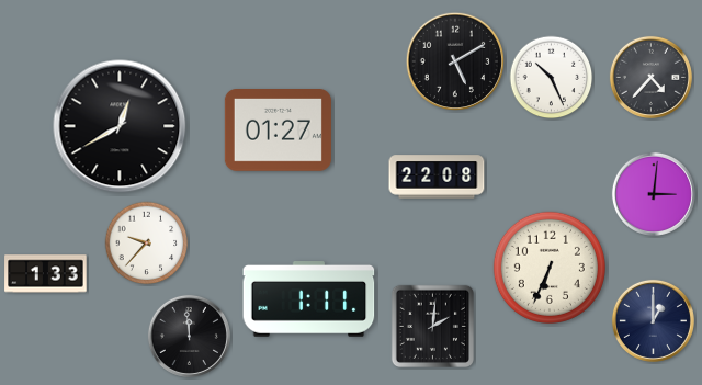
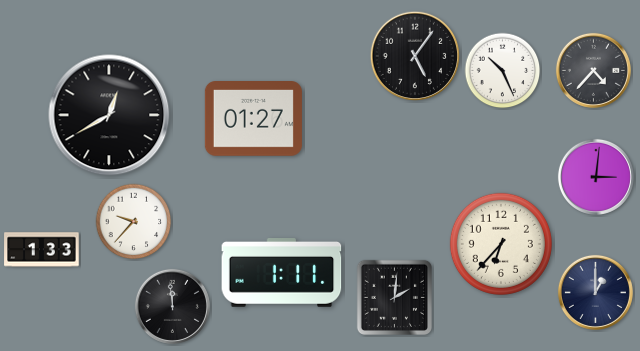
clock at (454, 60): 5:10 -> 5:06
clock at (437, 177): 22:08 -> none
clock at (550, 268): 6:34 -> 6:37
